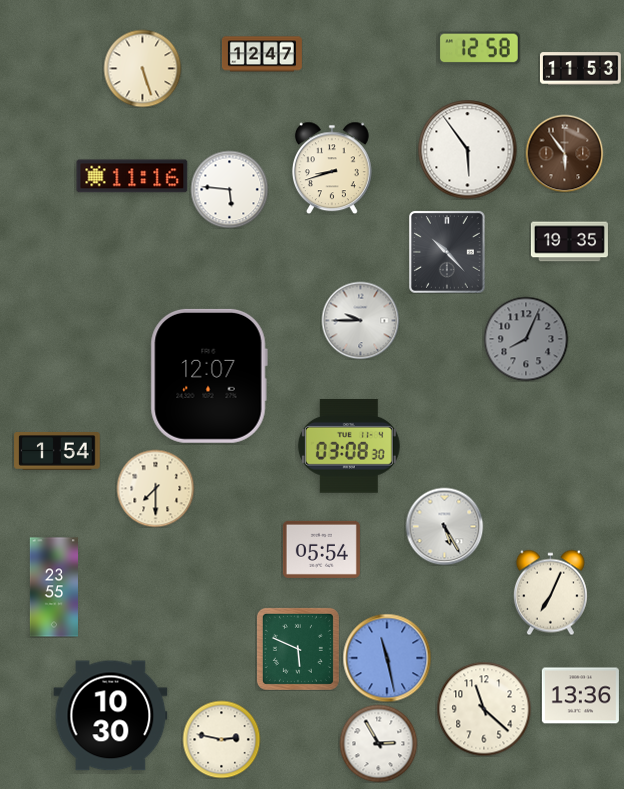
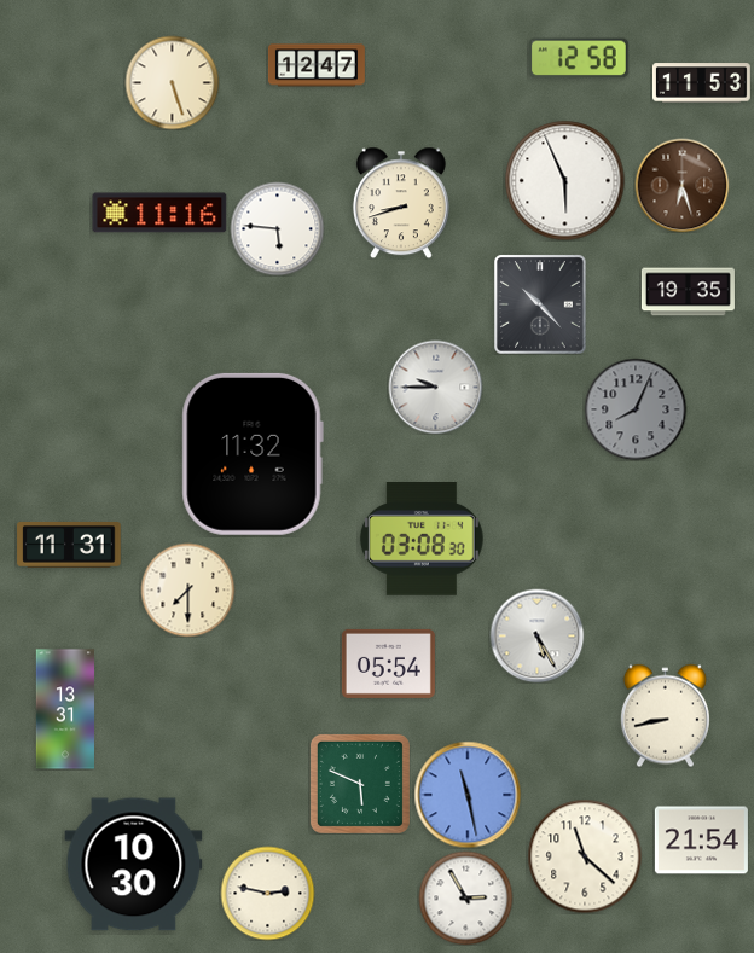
clock at (468, 150): 5:54 -> 5:56
clock at (564, 153): 5:54 -> 6:27
clock at (209, 376): 12:07 -> 11:32
clock at (57, 452): 1:54 -> 11:31
clock at (53, 587): 23:55 -> 13:31
clock at (550, 592): 7:04 -> 8:43
clock at (580, 696): 13:36 -> 21:54
clock at (378, 743) position: (378, 743) -> (465, 897)
